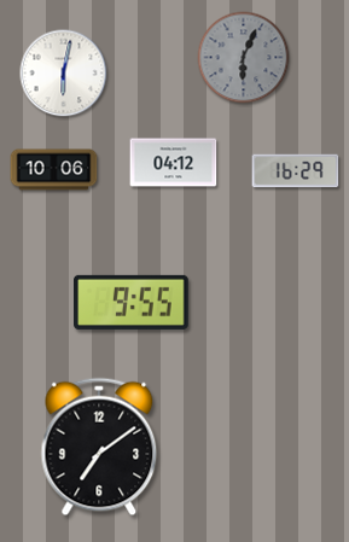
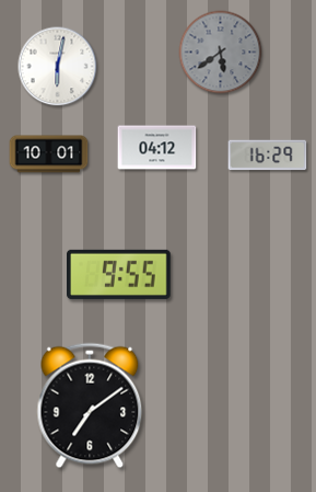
clock at (244, 58): 6:04 -> 5:39
clock at (54, 170): 10:06 -> 10:01
